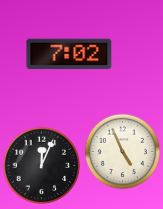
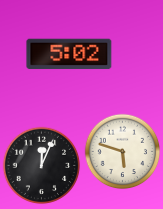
clock at (69, 54): 7:02 -> 5:02
clock at (123, 152): 4:56 -> 5:48
